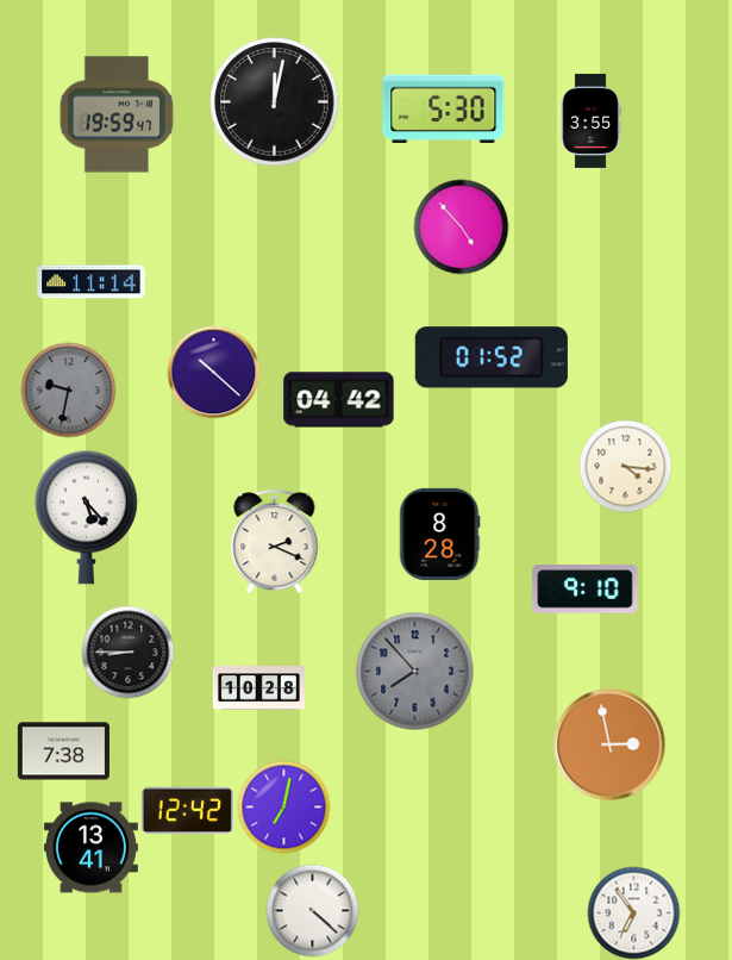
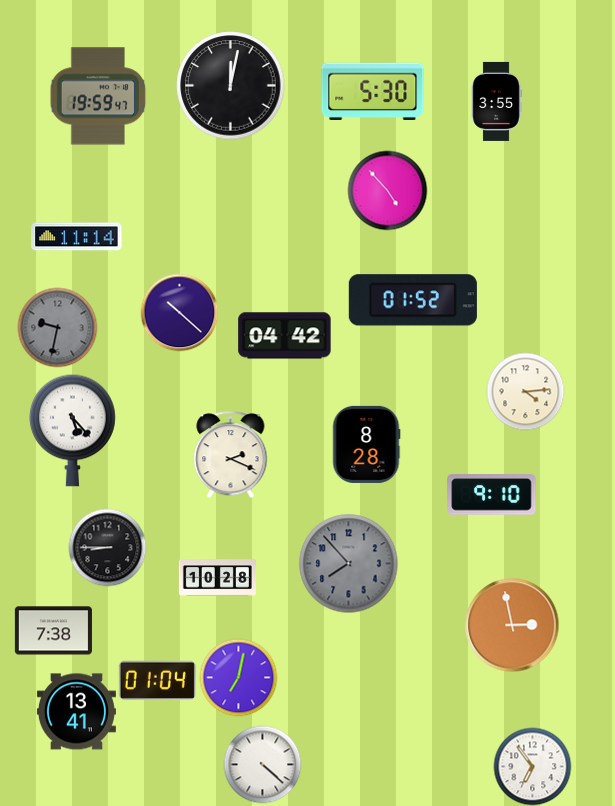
clock at (625, 466): 4:16 -> 4:14
clock at (87, 517) position: (87, 517) -> (73, 430)
clock at (439, 534) position: (439, 534) -> (366, 444)
clock at (187, 811): 12:42 -> 01:04
